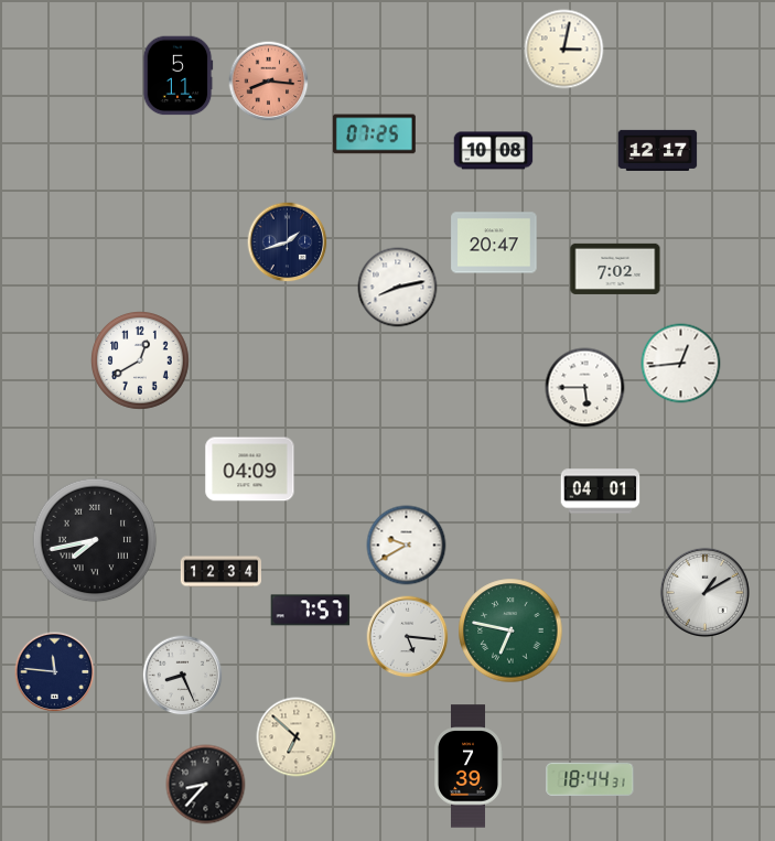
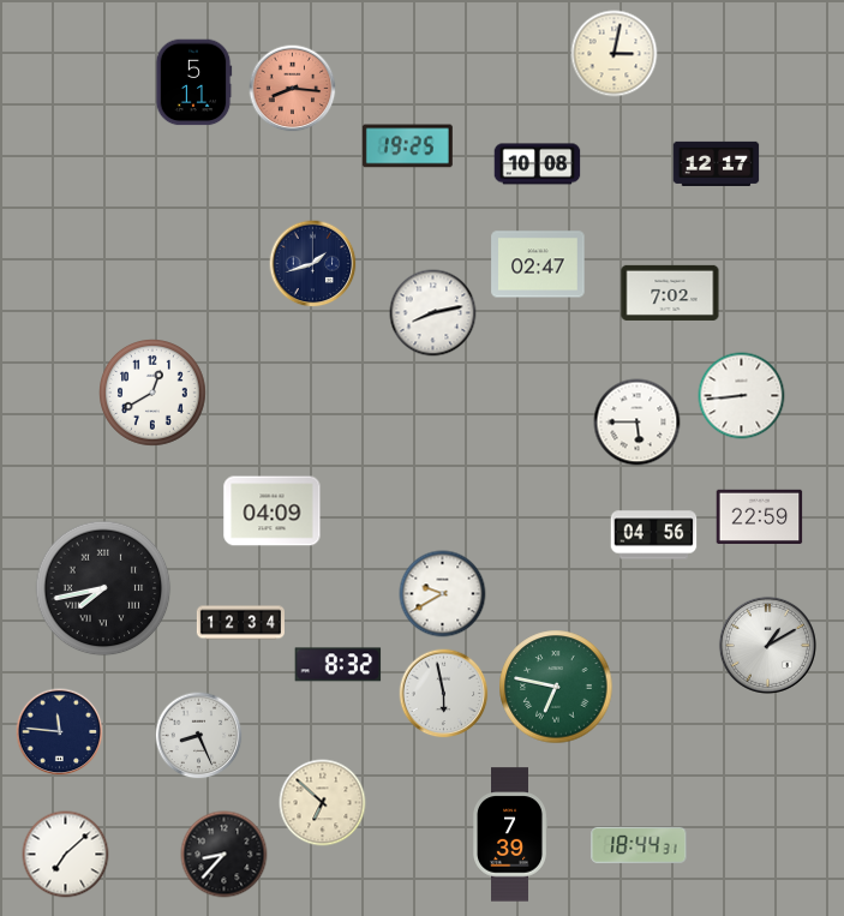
clock at (374, 134): 07:25 -> 19:25
clock at (494, 242): 20:47 -> 02:47
clock at (681, 364): 12:44 -> 8:44
clock at (760, 517): none -> 22:59
clock at (601, 492): 04:01 -> 04:56
clock at (311, 611): 7:57 -> 8:32
clock at (408, 637): 5:16 -> 5:58
clock at (590, 779) position: (590, 779) -> (639, 845)
clock at (66, 855): none -> 7:08
